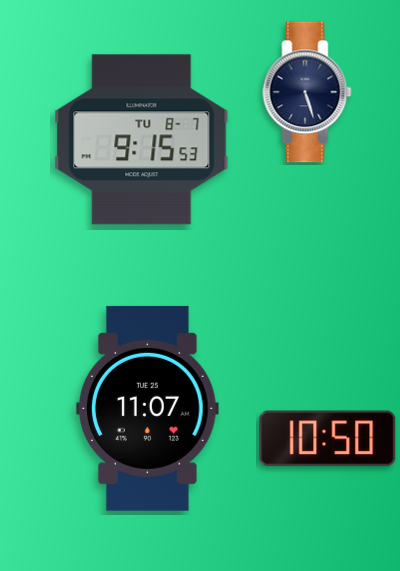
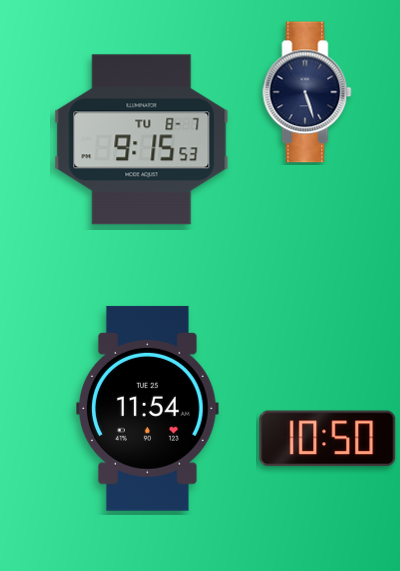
clock at (148, 408): 11:07 -> 11:54
